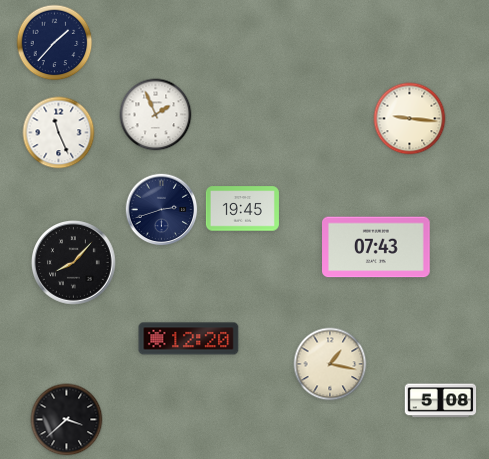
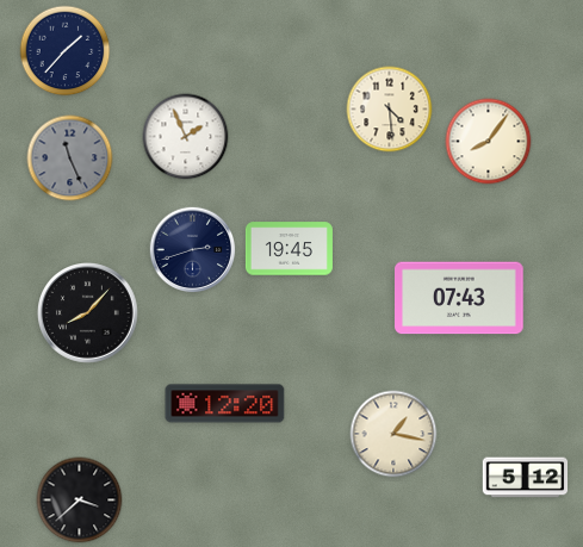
clock at (390, 110): none -> 4:29
clock at (410, 119): 9:16 -> 8:06
clock at (59, 133) dial: white -> grey
clock at (377, 247) position: (377, 247) -> (460, 298)
clock at (441, 401): 5:08 -> 5:12
